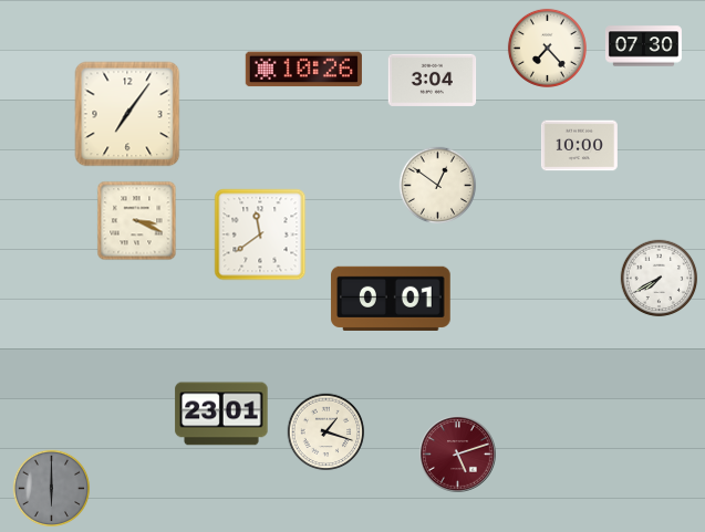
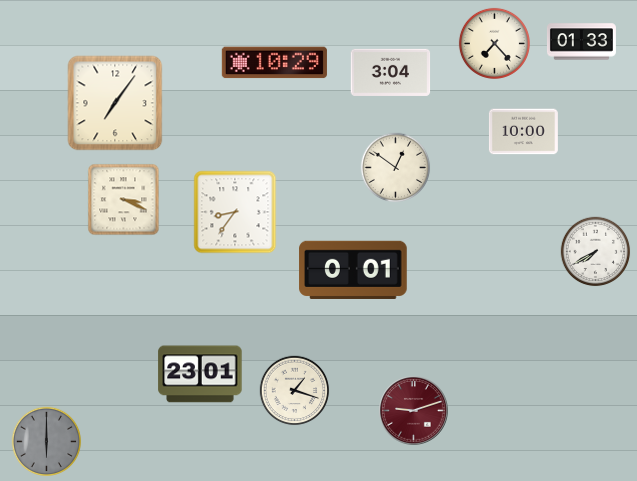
clock at (643, 46): 07:30 -> 01:33
clock at (303, 70): 10:26 -> 10:29
clock at (260, 234): 11:39 -> 8:36
clock at (458, 455): 5:12 -> 9:12
